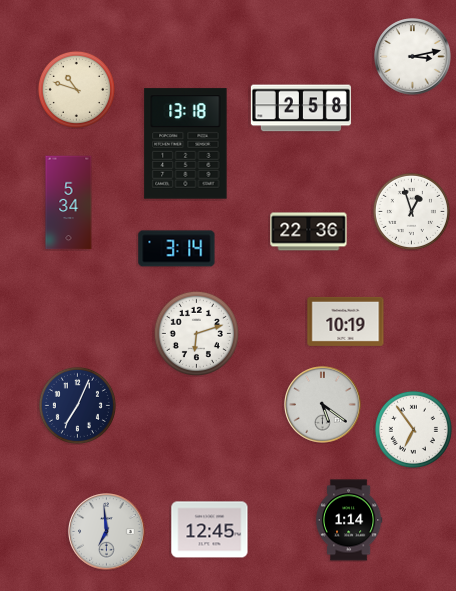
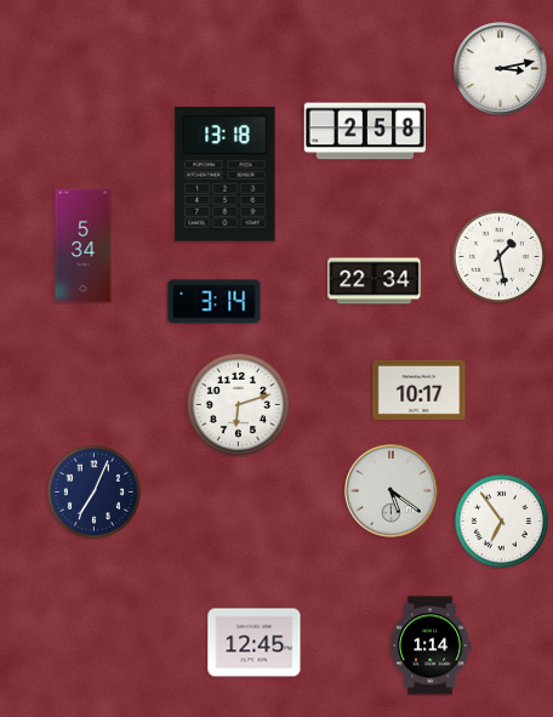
clock at (76, 89): 10:48 -> none
clock at (411, 211): 12:57 -> 1:28
clock at (309, 232): 22:36 -> 22:34
clock at (346, 321): 10:19 -> 10:17
clock at (349, 520) position: (349, 520) -> (431, 645)
clock at (107, 532): 6:59 -> none
